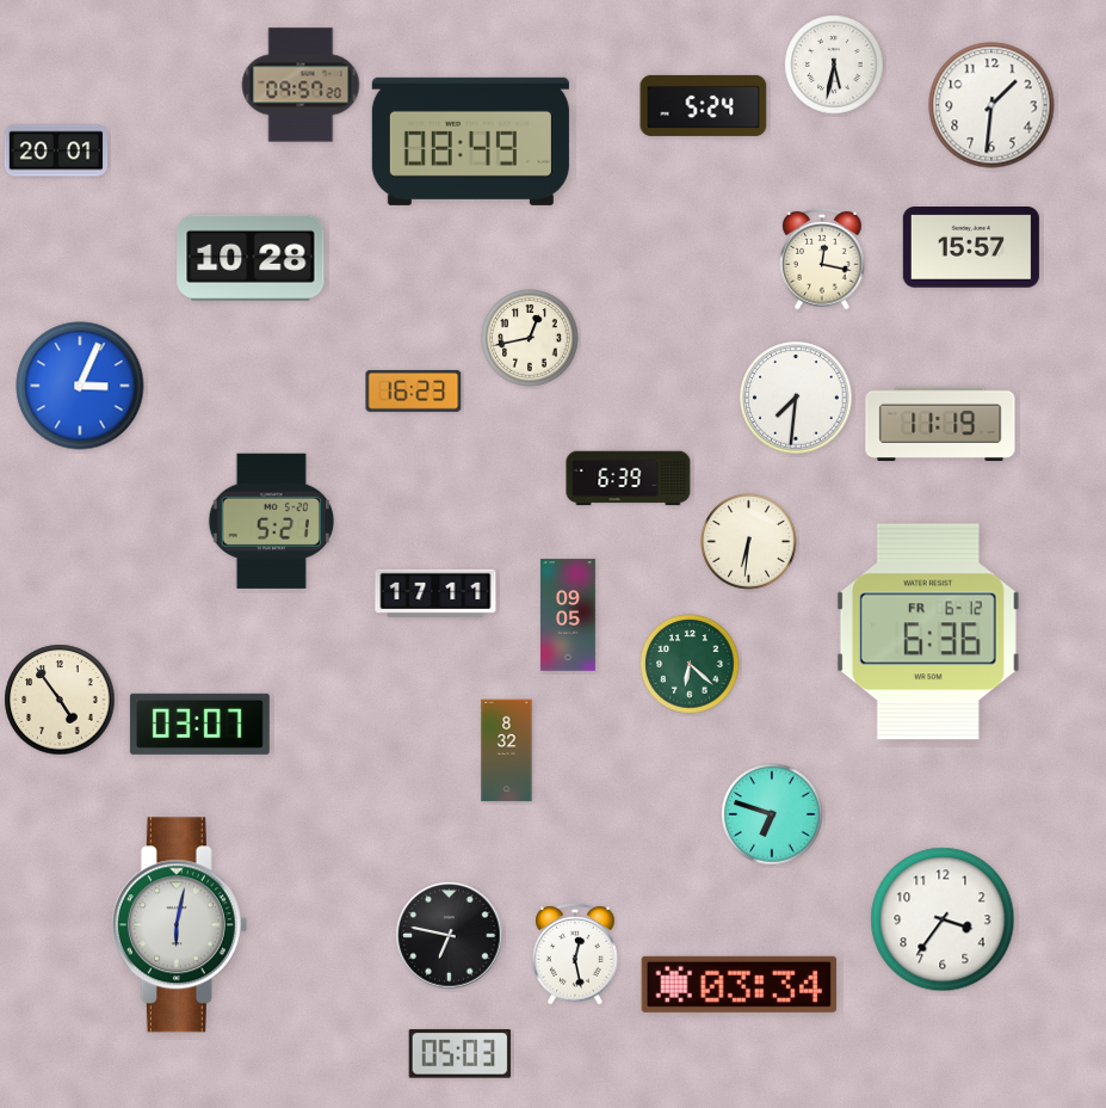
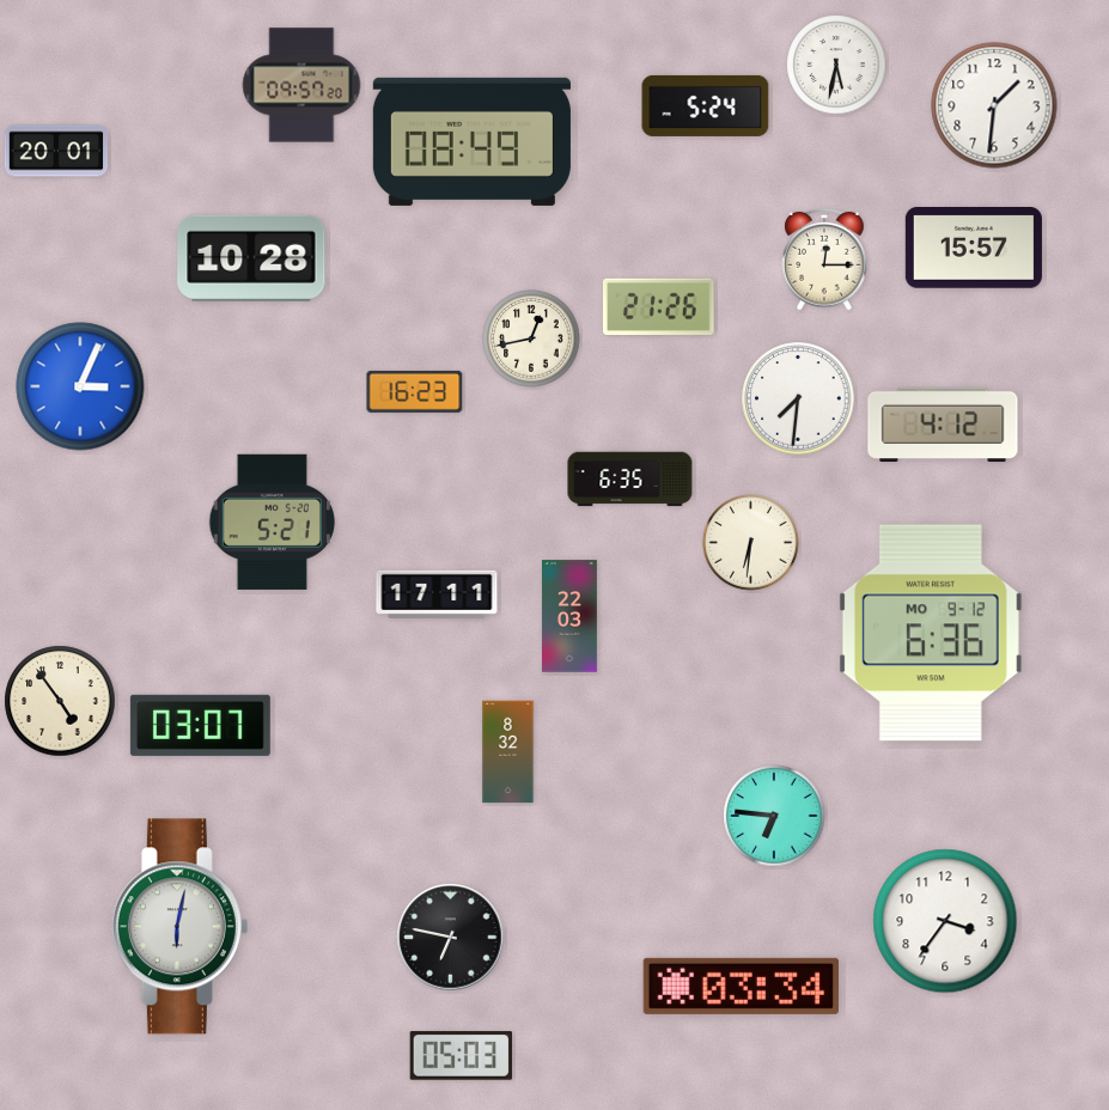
clock at (822, 259): 12:17 -> 12:15
clock at (658, 306): none -> 21:26
clock at (940, 424): 11:19 -> 4:12
clock at (629, 479): 6:39 -> 6:35
clock at (568, 615): 09:05 -> 22:03
clock at (928, 632) date: FR 6-12 -> MO 9-12
clock at (690, 664): 6:22 -> none
clock at (772, 814): 6:48 -> 6:46
clock at (575, 954): 12:28 -> none
